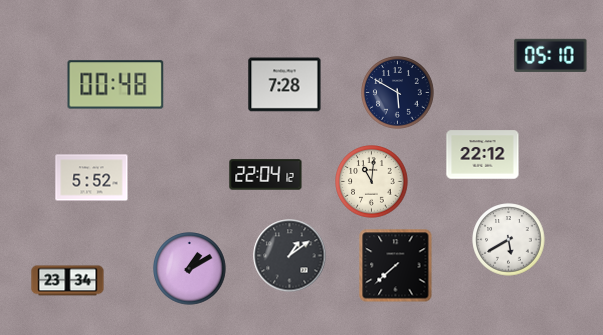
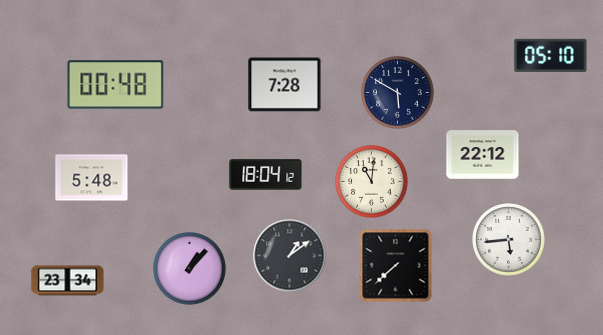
clock at (266, 175): 22:04 -> 18:04
clock at (92, 178): 5:52 -> 5:48
clock at (509, 240): 5:40 -> 5:44
clock at (190, 269): 1:10 -> 1:07
